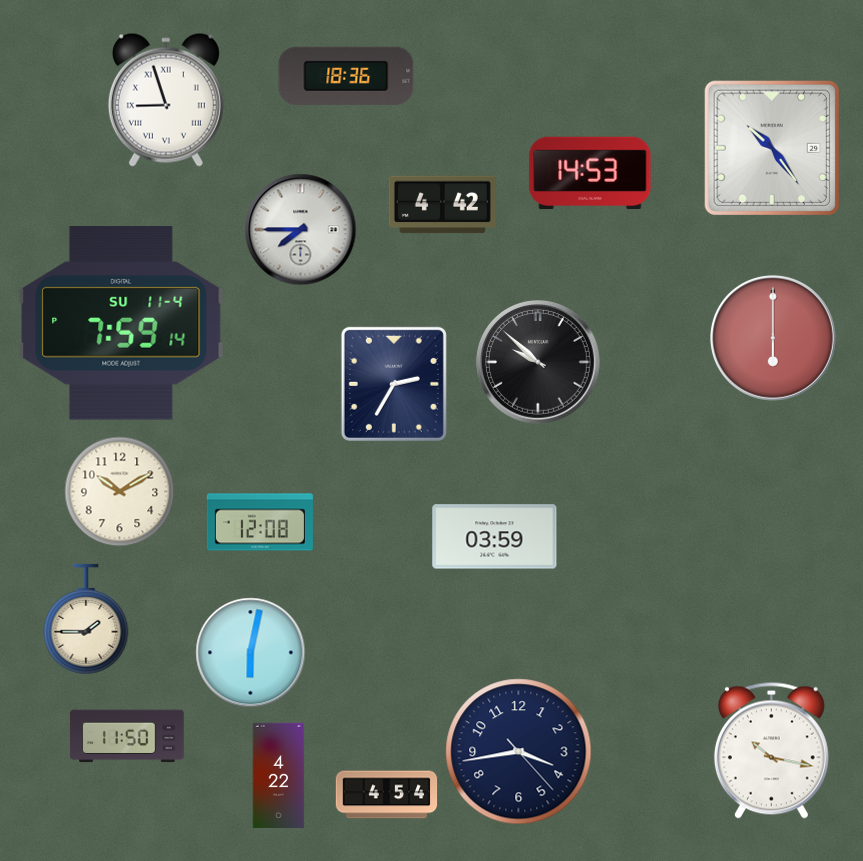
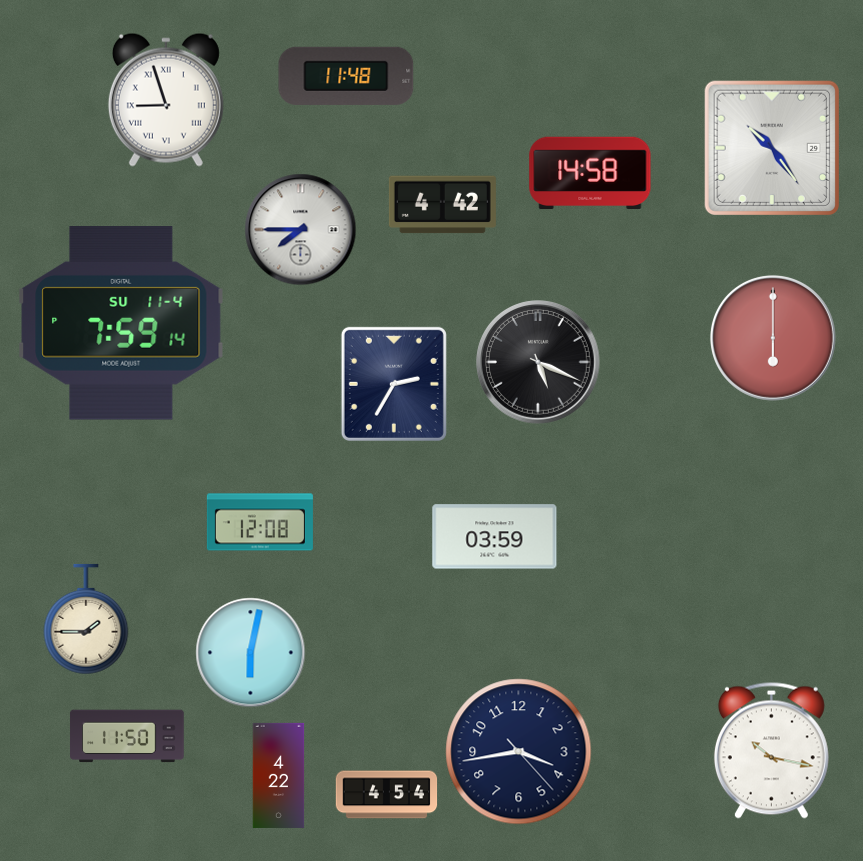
clock at (346, 76): 18:36 -> 11:48
clock at (590, 173): 14:53 -> 14:58
clock at (539, 363): 9:52 -> 5:19
clock at (120, 492): 10:10 -> none
